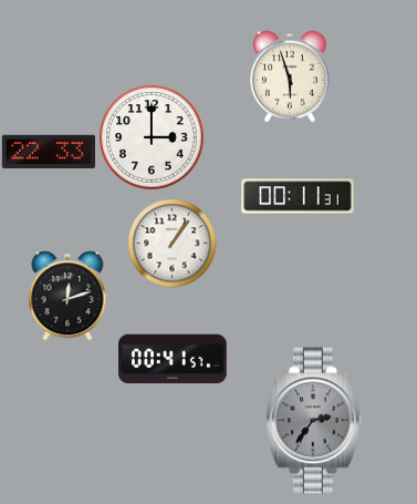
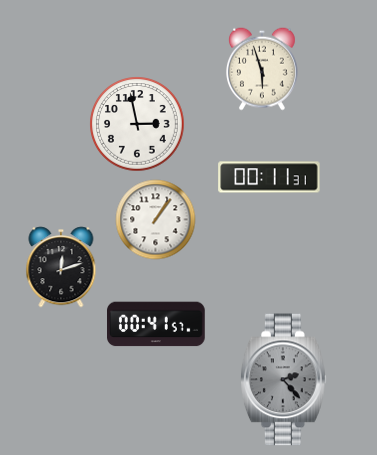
clock at (152, 137): 3:00 -> 2:58
clock at (48, 151): 22:33 -> none
clock at (313, 421): 2:36 -> 2:23
